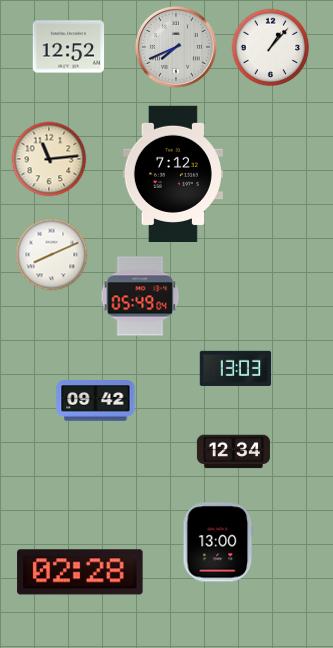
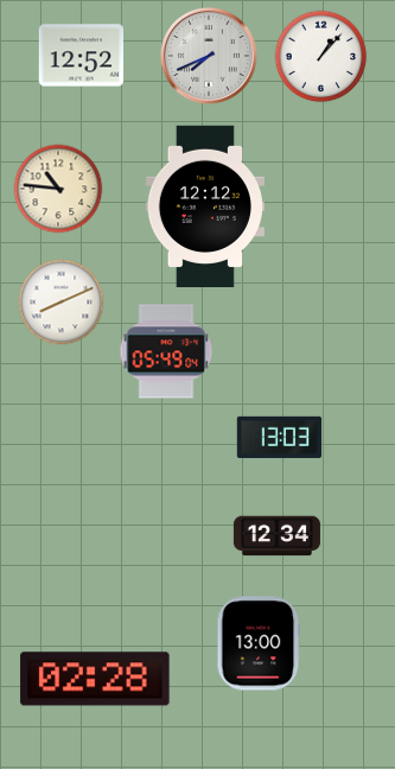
clock at (49, 159): 11:14 -> 10:46
clock at (173, 173): 7:12 -> 12:12
clock at (96, 401): 09:42 -> none
